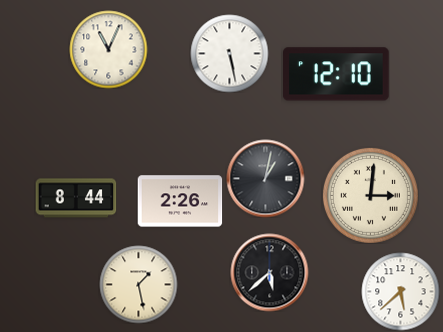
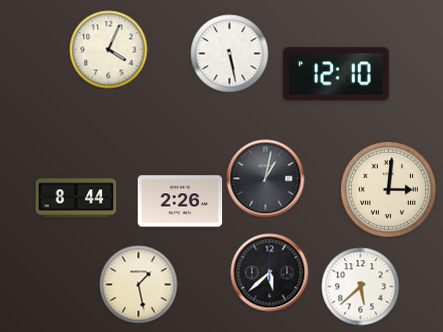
clock at (108, 49): 11:04 -> 4:04
clock at (370, 195) position: (370, 195) -> (388, 189)
clock at (400, 291) position: (400, 291) -> (360, 286)
